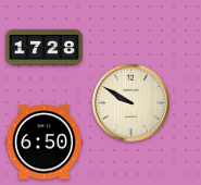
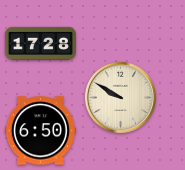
clock at (130, 102) position: (130, 102) -> (120, 97)
